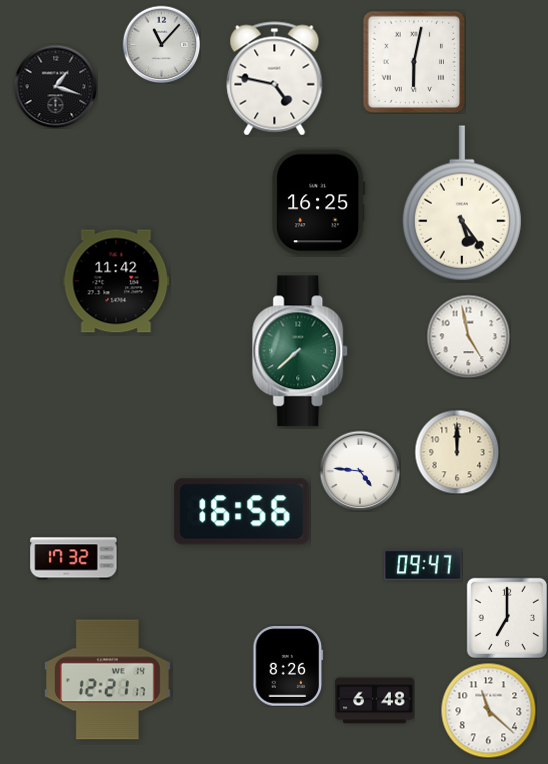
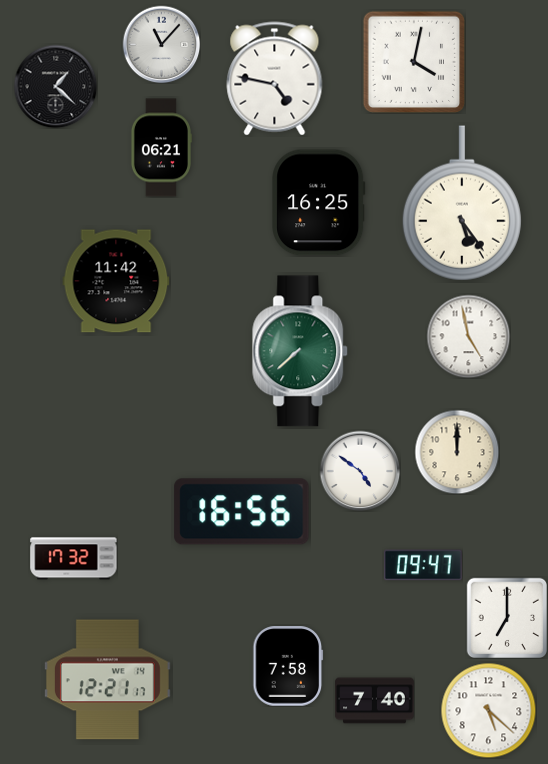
clock at (414, 62): 6:02 -> 4:02
clock at (55, 86): 1:18 -> 1:22
clock at (161, 148): none -> 06:21
clock at (360, 471): 4:46 -> 4:51
clock at (288, 666): 8:26 -> 7:58
clock at (375, 701): 6:48 -> 7:40
clock at (488, 710): 11:22 -> 5:22
